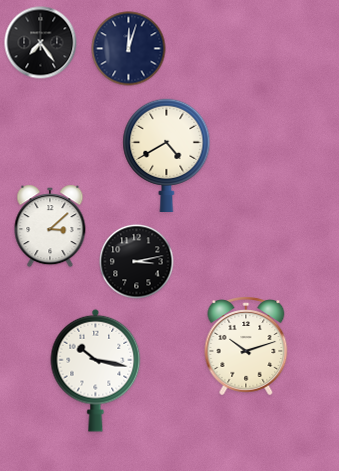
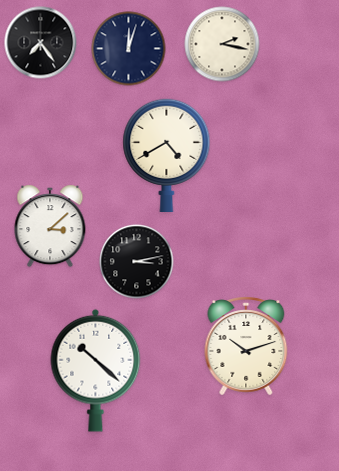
clock at (222, 44): none -> 2:17
clock at (96, 370): 10:17 -> 10:22
